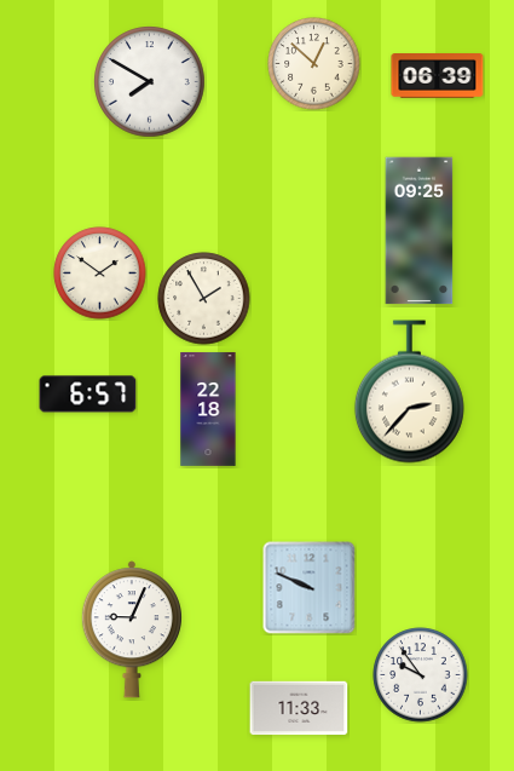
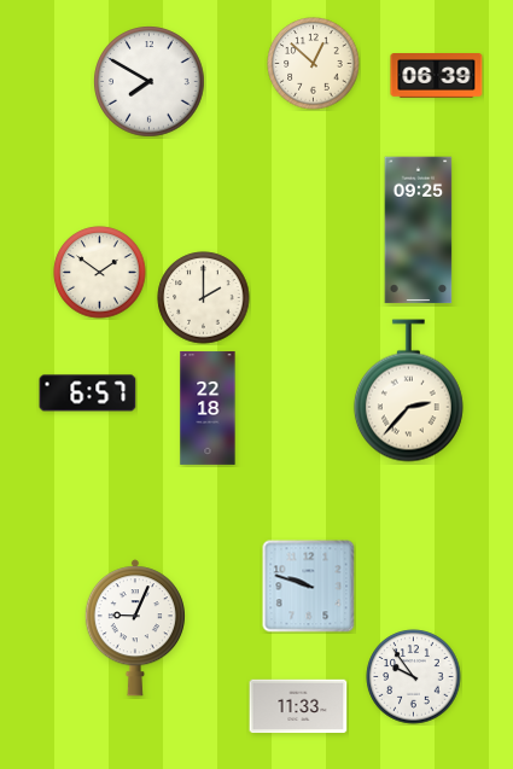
clock at (204, 299): 1:55 -> 2:00
clock at (310, 588): 9:49 -> 9:48
clock at (132, 629) position: (132, 629) -> (135, 628)
clock at (421, 675) position: (421, 675) -> (414, 677)
